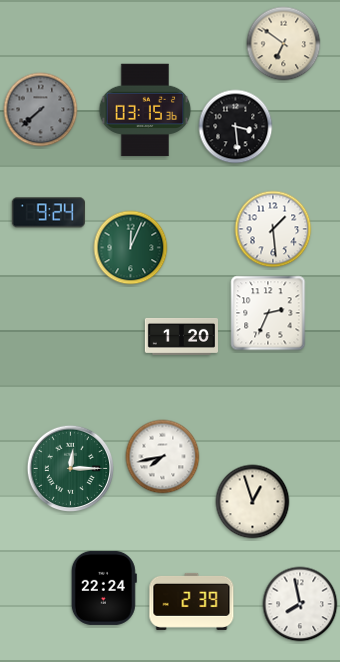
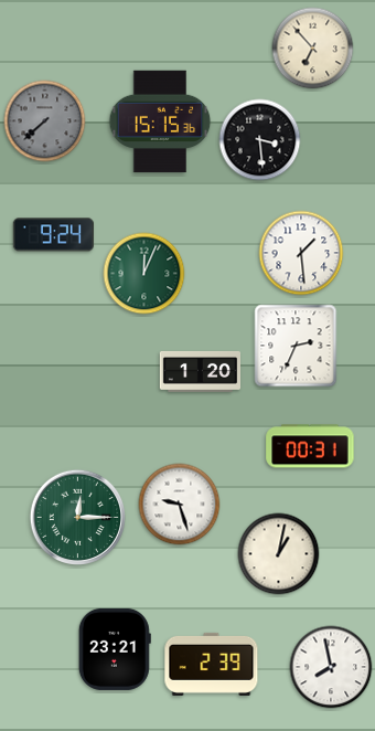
clock at (284, 44): 6:51 -> 6:53
clock at (145, 110): 03:15 -> 15:15
clock at (310, 446): none -> 00:31
clock at (163, 457): 7:43 -> 9:27
clock at (253, 502): 12:57 -> 1:02
clock at (104, 588): 22:24 -> 23:21
